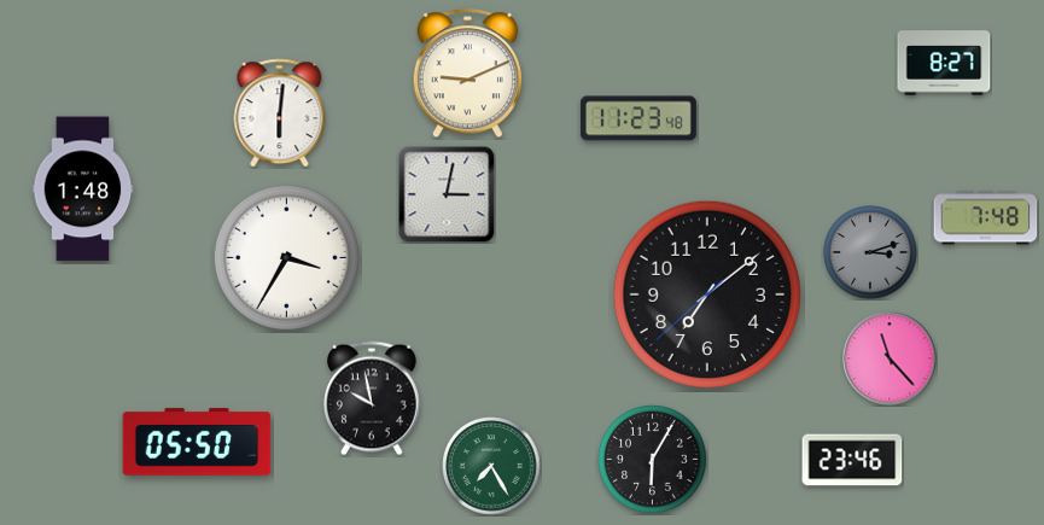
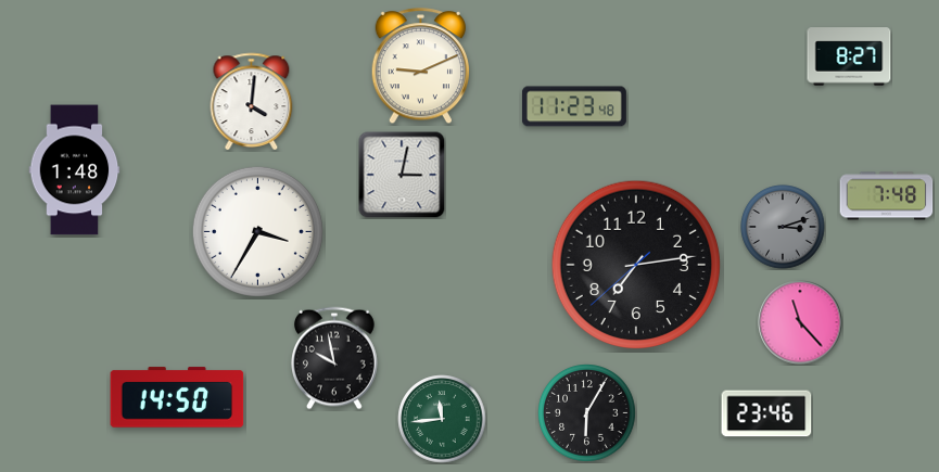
clock at (280, 112): 6:01 -> 4:01
clock at (706, 293): 7:08 -> 7:13
clock at (197, 442): 05:50 -> 14:50
clock at (491, 466): 7:25 -> 11:44
